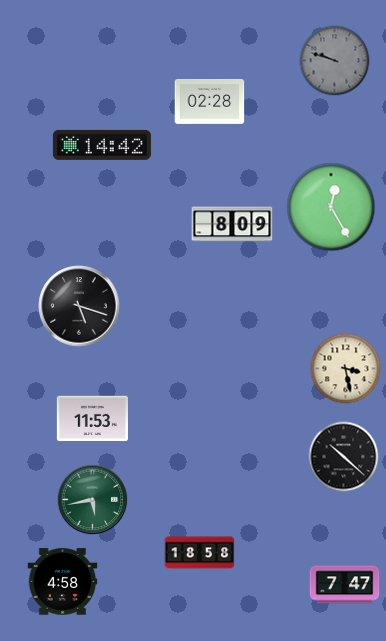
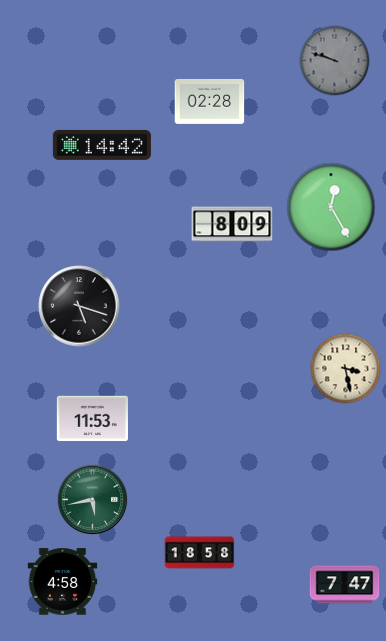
clock at (344, 457): 10:22 -> none
